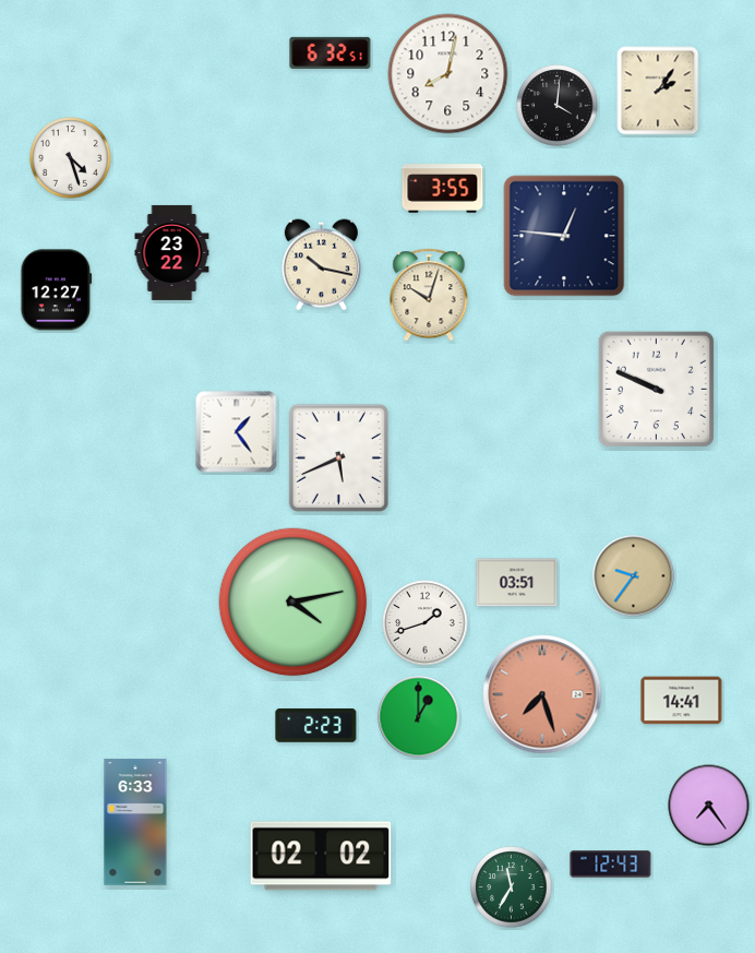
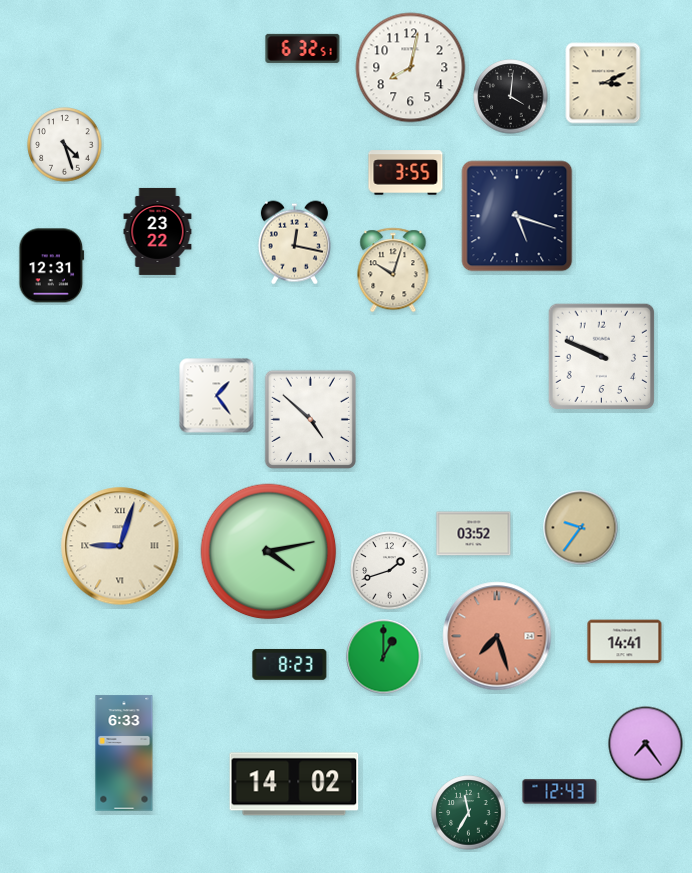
clock at (658, 91): 2:06 -> 3:11
clock at (564, 236): 12:46 -> 5:18
clock at (321, 265): 10:17 -> 12:17
clock at (57, 290): 12:27 -> 12:31
clock at (338, 457): 5:41 -> 4:52
clock at (517, 583): 03:51 -> 03:52
clock at (120, 546): none -> 9:03
clock at (316, 725): 2:23 -> 8:23
clock at (709, 806) position: (709, 806) -> (646, 744)
clock at (321, 856): 02:02 -> 14:02
